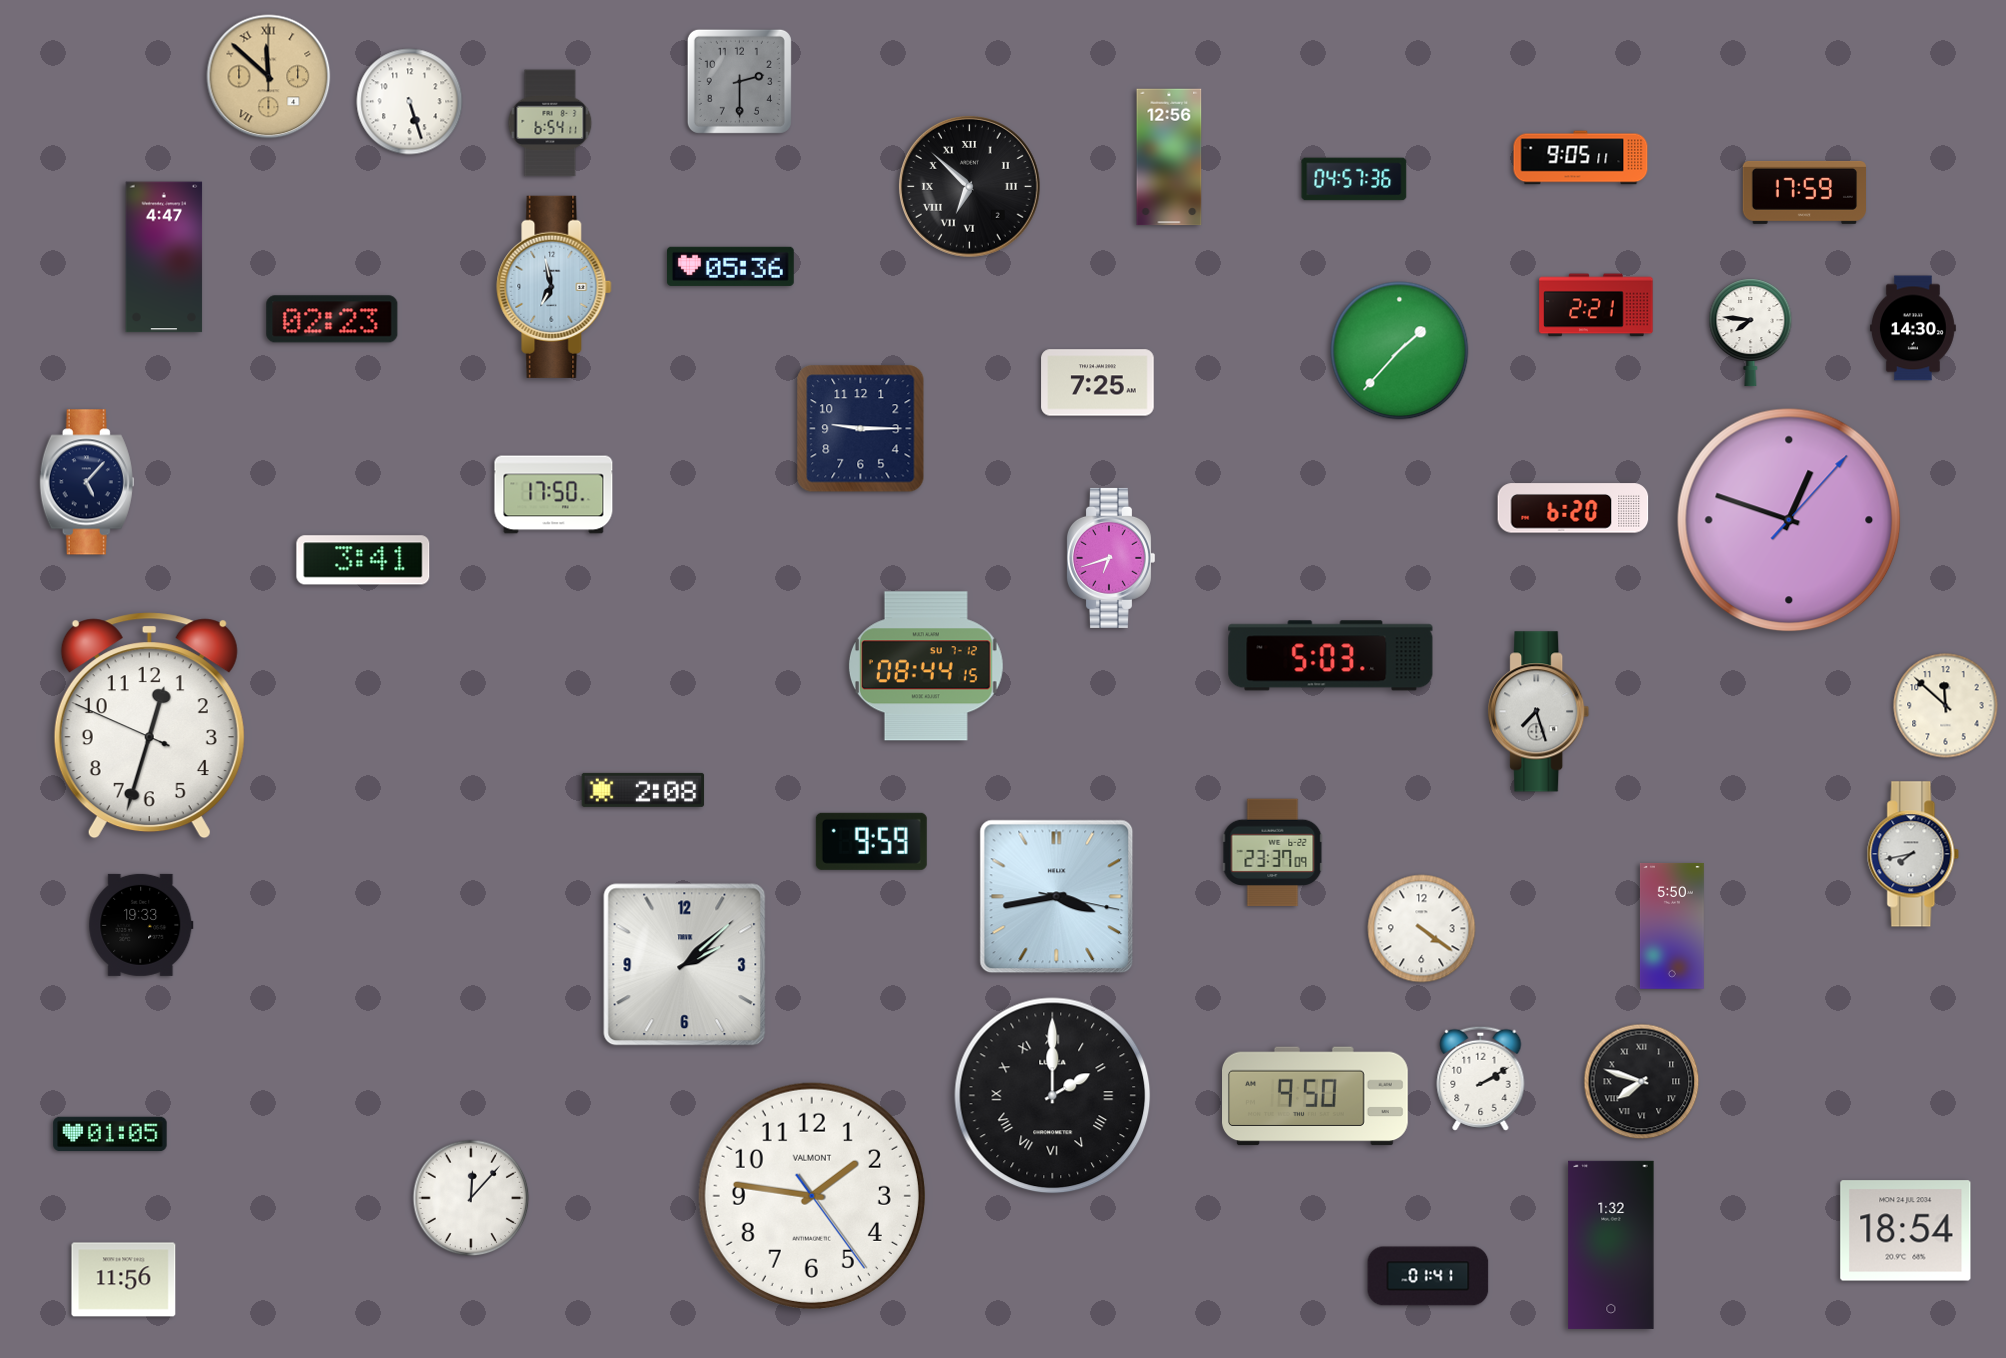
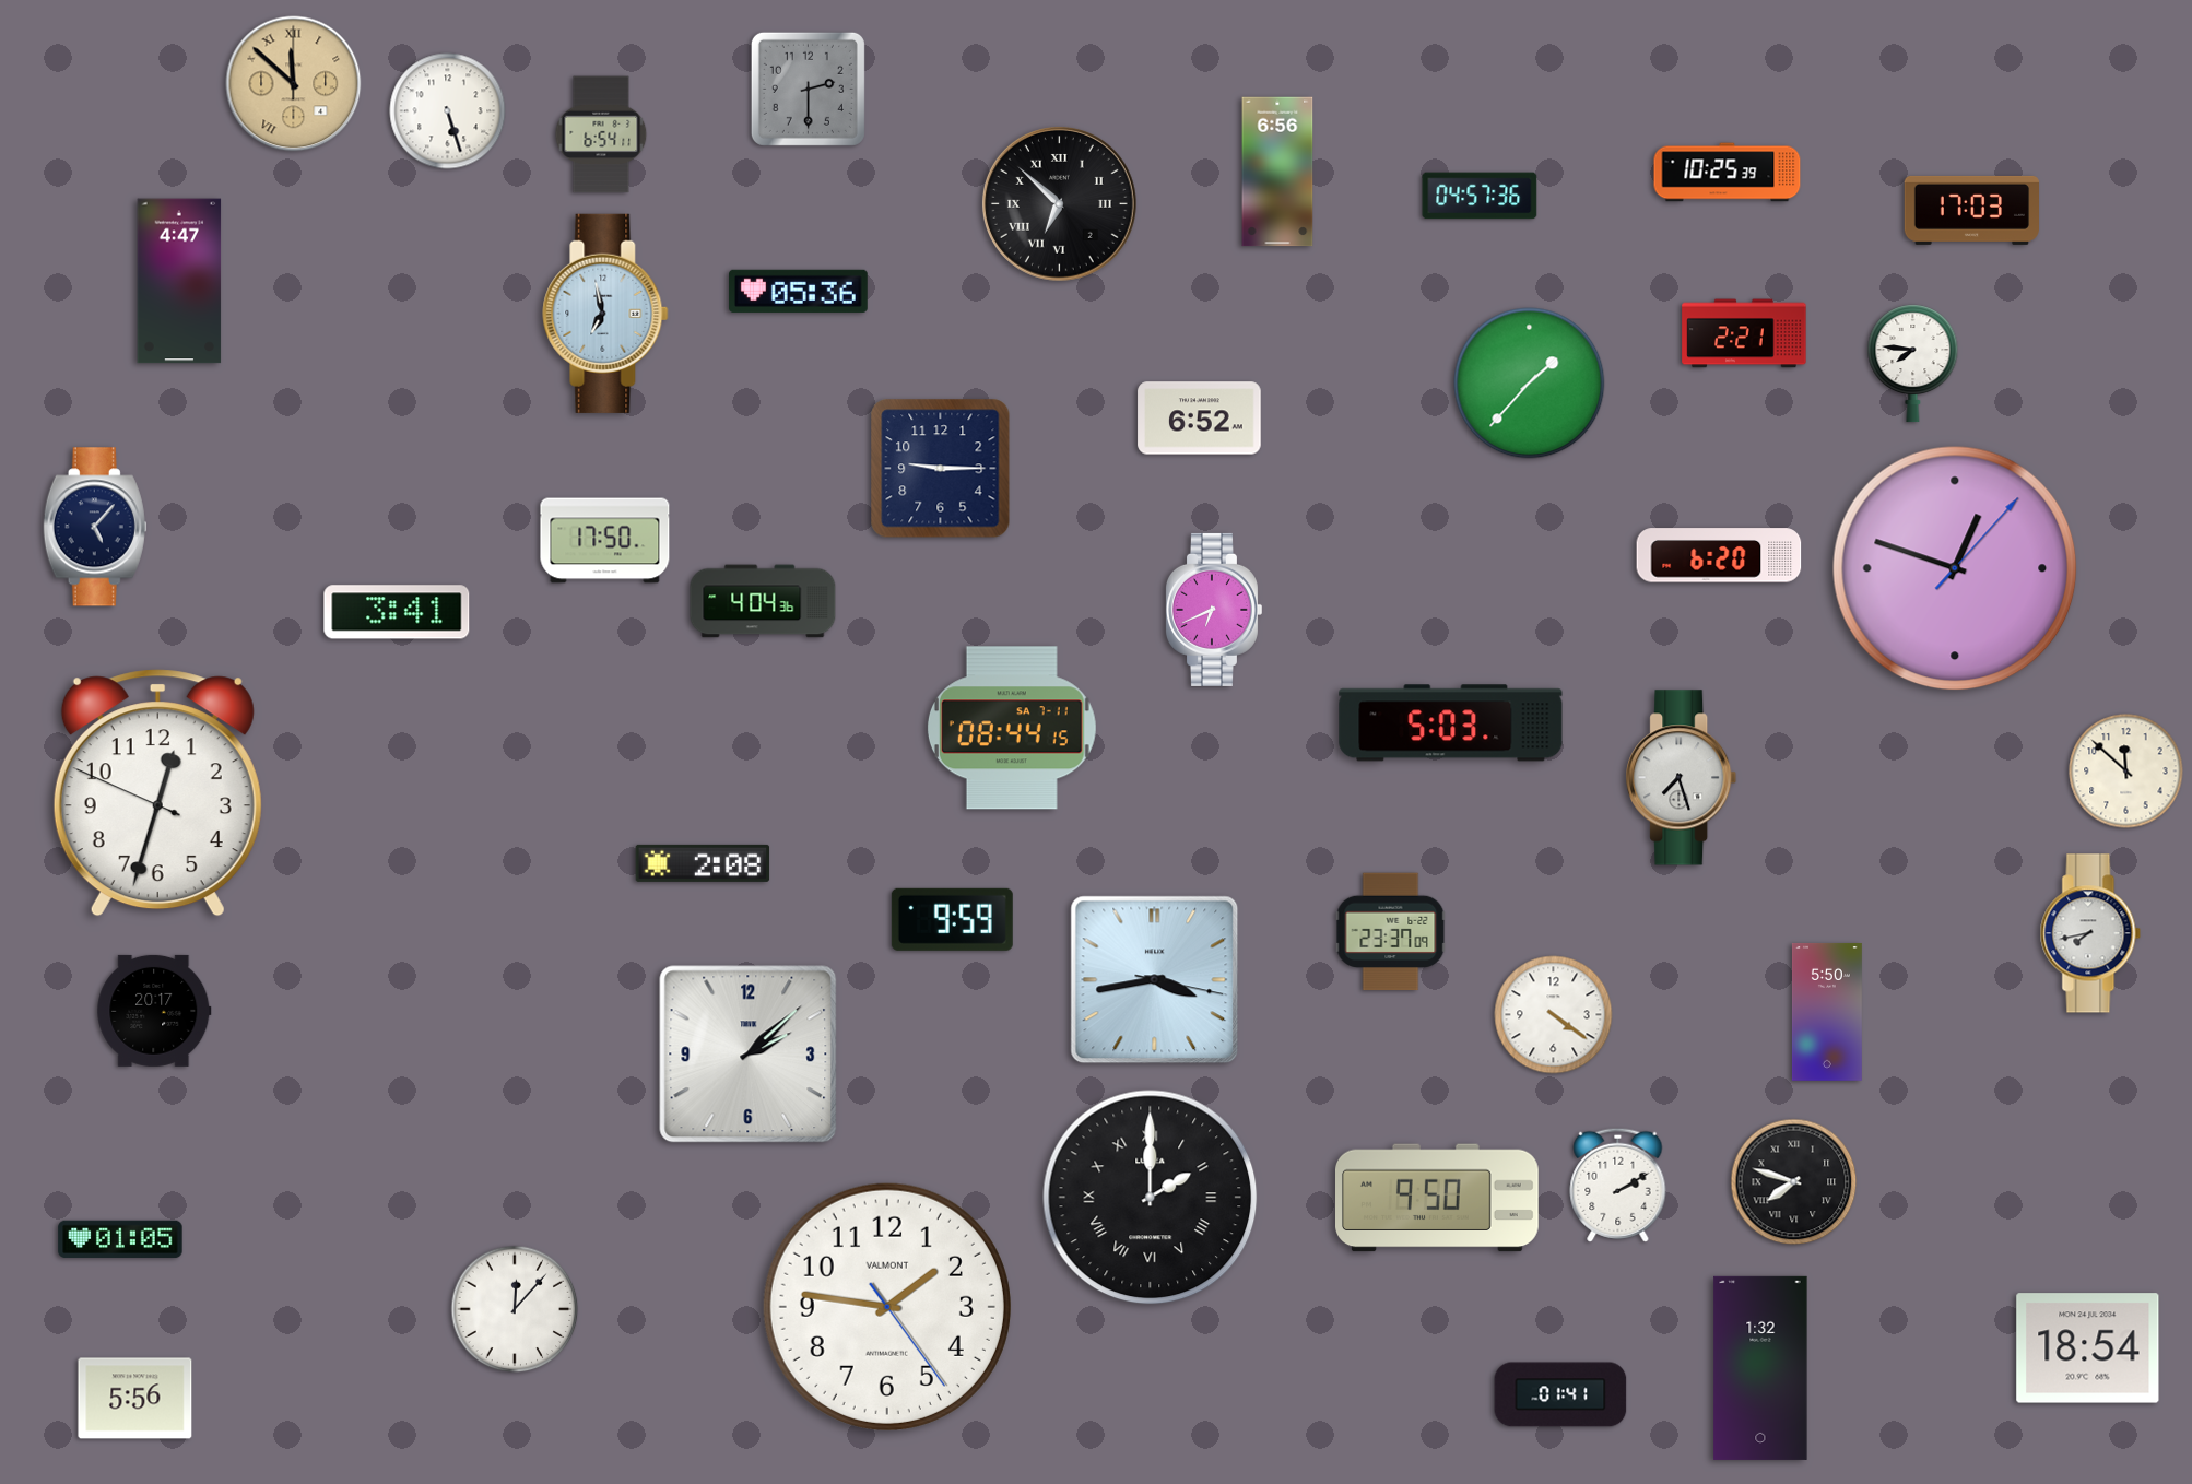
clock at (1169, 157): 12:56 -> 6:56
clock at (1581, 158): 9:05 -> 10:25
clock at (1804, 192): 17:59 -> 17:03
clock at (332, 319): 02:23 -> none
clock at (1913, 328): 14:30 -> none
clock at (1098, 383): 7:25 -> 6:52
clock at (763, 601): none -> 4:04
clock at (1110, 558): 6:42 -> 6:41
clock at (1331, 656) position: (1331, 656) -> (1451, 723)
clock at (926, 666) date: SU 7-12 -> SA 7-11
clock at (149, 726) position: (149, 726) -> (157, 793)
clock at (141, 925): 19:33 -> 20:17
clock at (1481, 1078) position: (1481, 1078) -> (1618, 1185)
clock at (1906, 1231) position: (1906, 1231) -> (2088, 1348)
clock at (1611, 1245) position: (1611, 1245) -> (1760, 1368)
clock at (124, 1280): 11:56 -> 5:56
